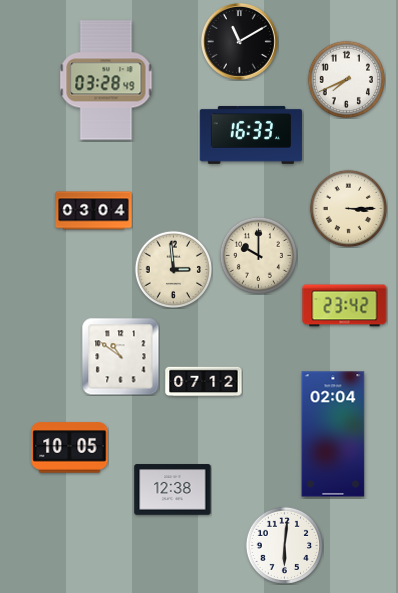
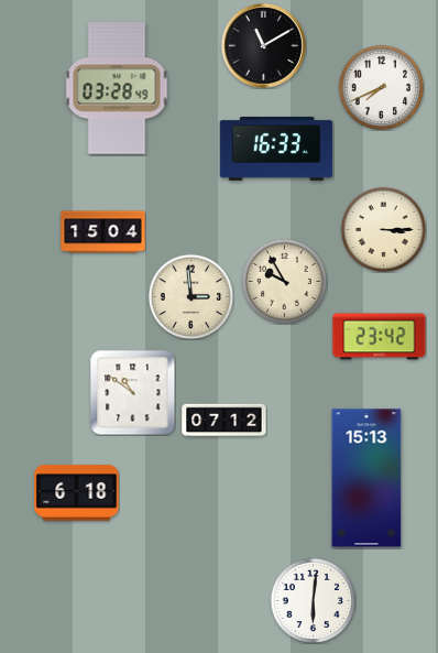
clock at (94, 211): 03:04 -> 15:04
clock at (258, 255): 10:00 -> 9:55
clock at (333, 434): 02:04 -> 15:13
clock at (70, 448): 10:05 -> 6:18
clock at (173, 490): 12:38 -> none
